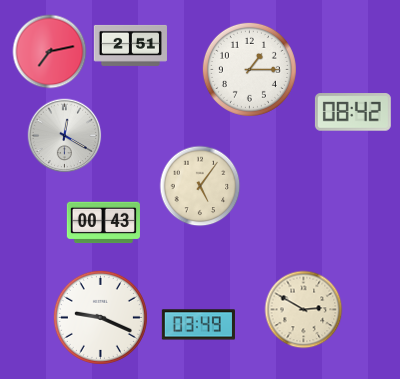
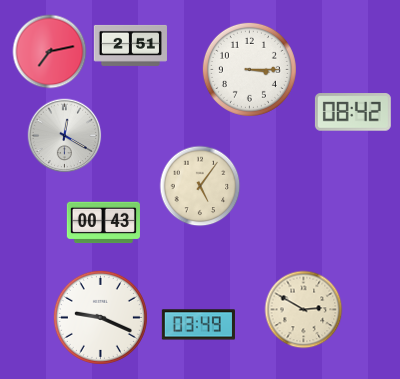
clock at (249, 69): 1:15 -> 3:15
